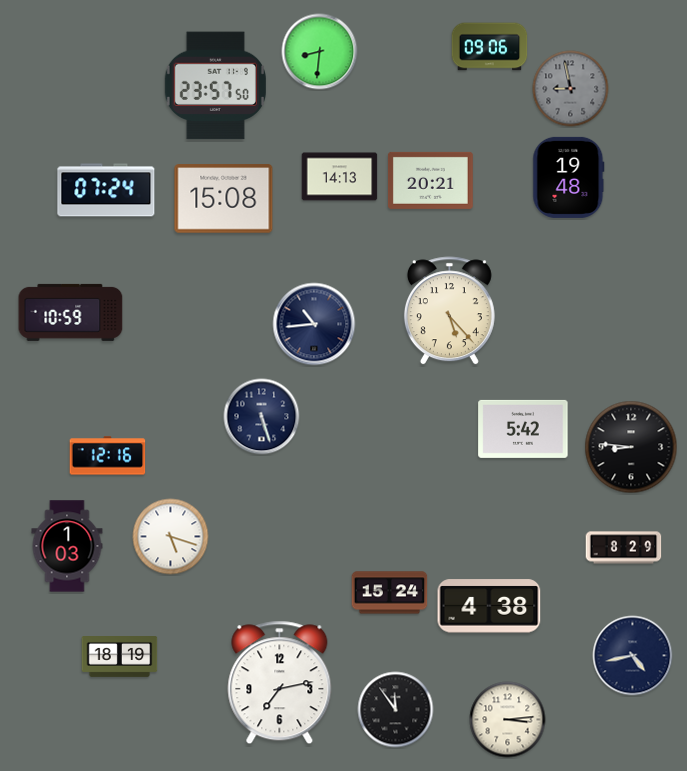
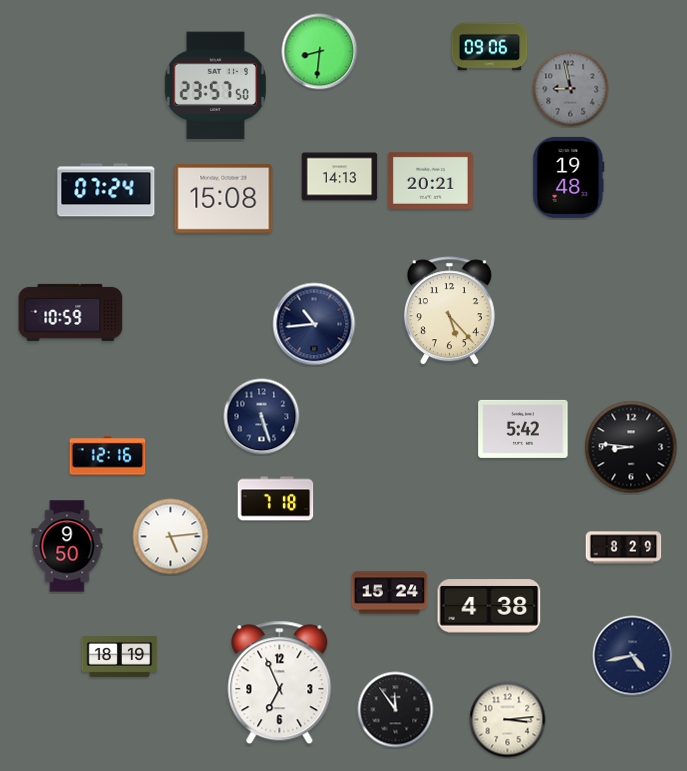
clock at (276, 499): none -> 7:18
clock at (171, 537): 5:18 -> 5:14
clock at (67, 546): 1:03 -> 9:50
clock at (280, 683): 7:13 -> 6:56
